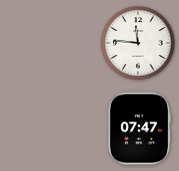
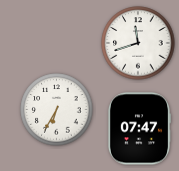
clock at (138, 43): 11:46 -> 11:42
clock at (57, 110): none -> 6:35
